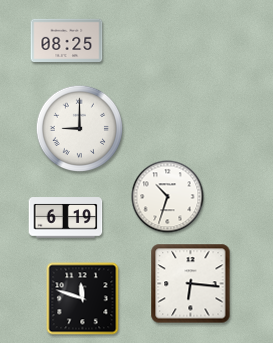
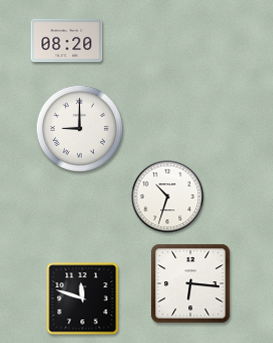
clock at (67, 40): 08:25 -> 08:20
clock at (66, 218): 6:19 -> none
